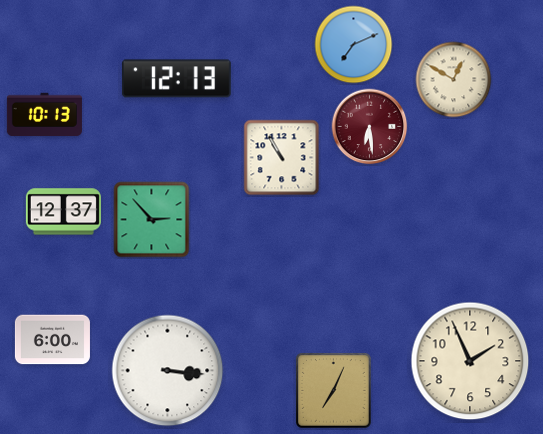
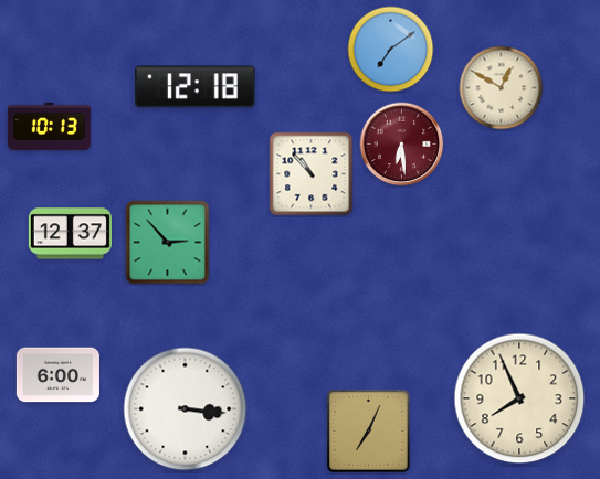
clock at (354, 45): 7:11 -> 7:09
clock at (176, 79): 12:13 -> 12:18
clock at (370, 127) position: (370, 127) -> (402, 145)
clock at (282, 158): 10:55 -> 10:53
clock at (470, 361): 1:56 -> 7:56
